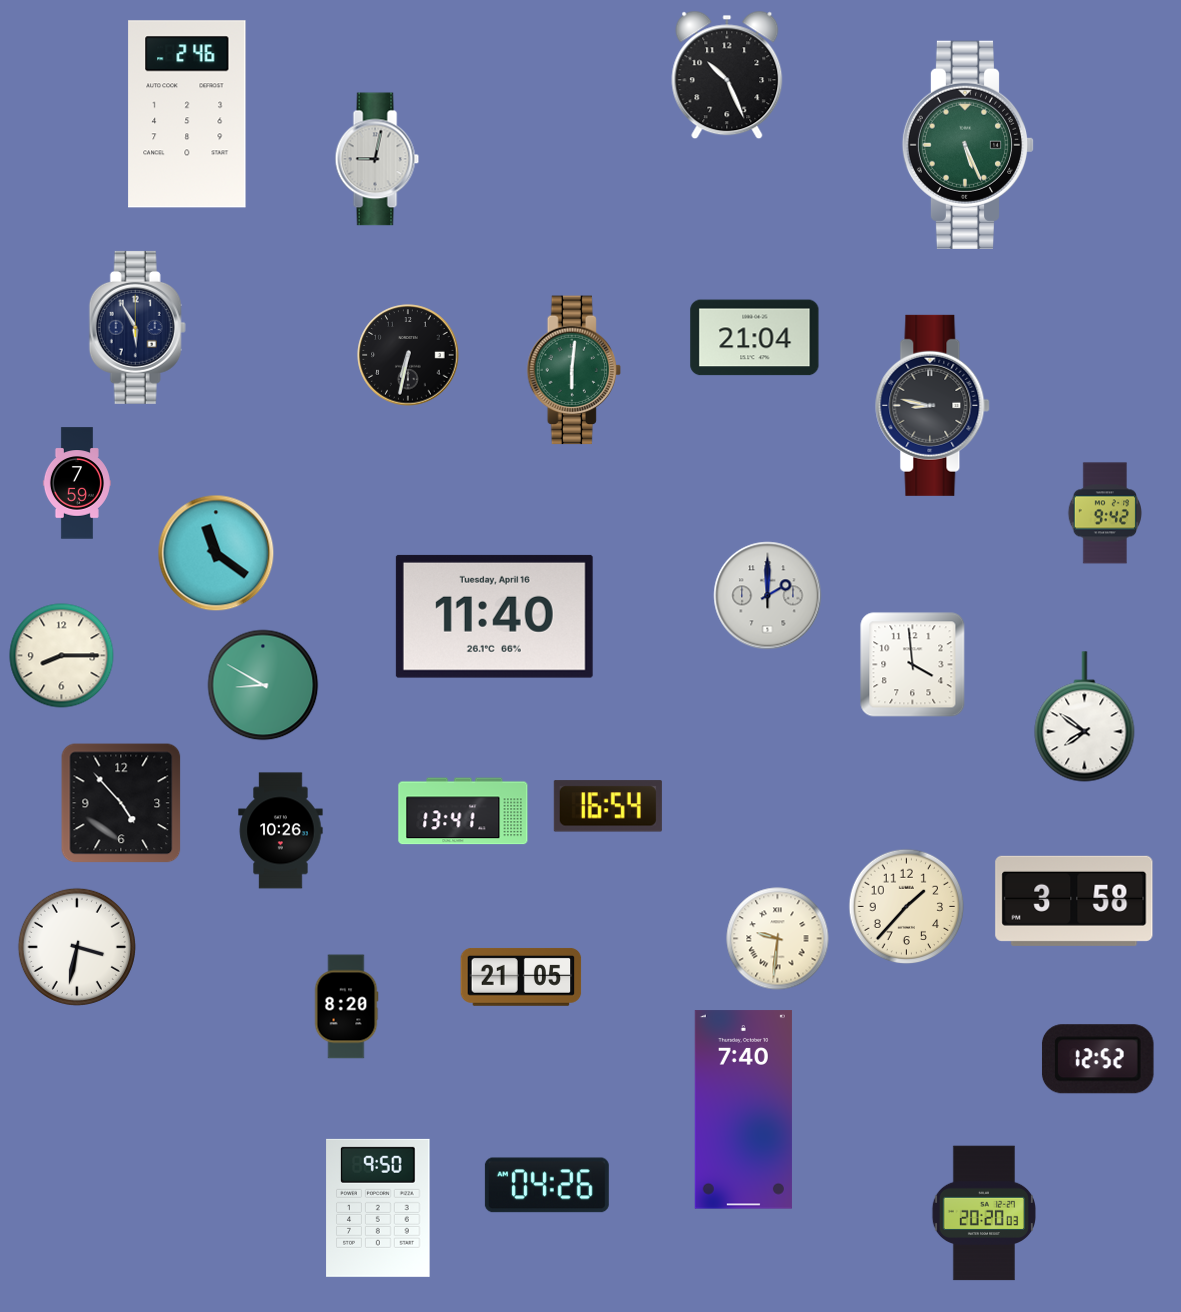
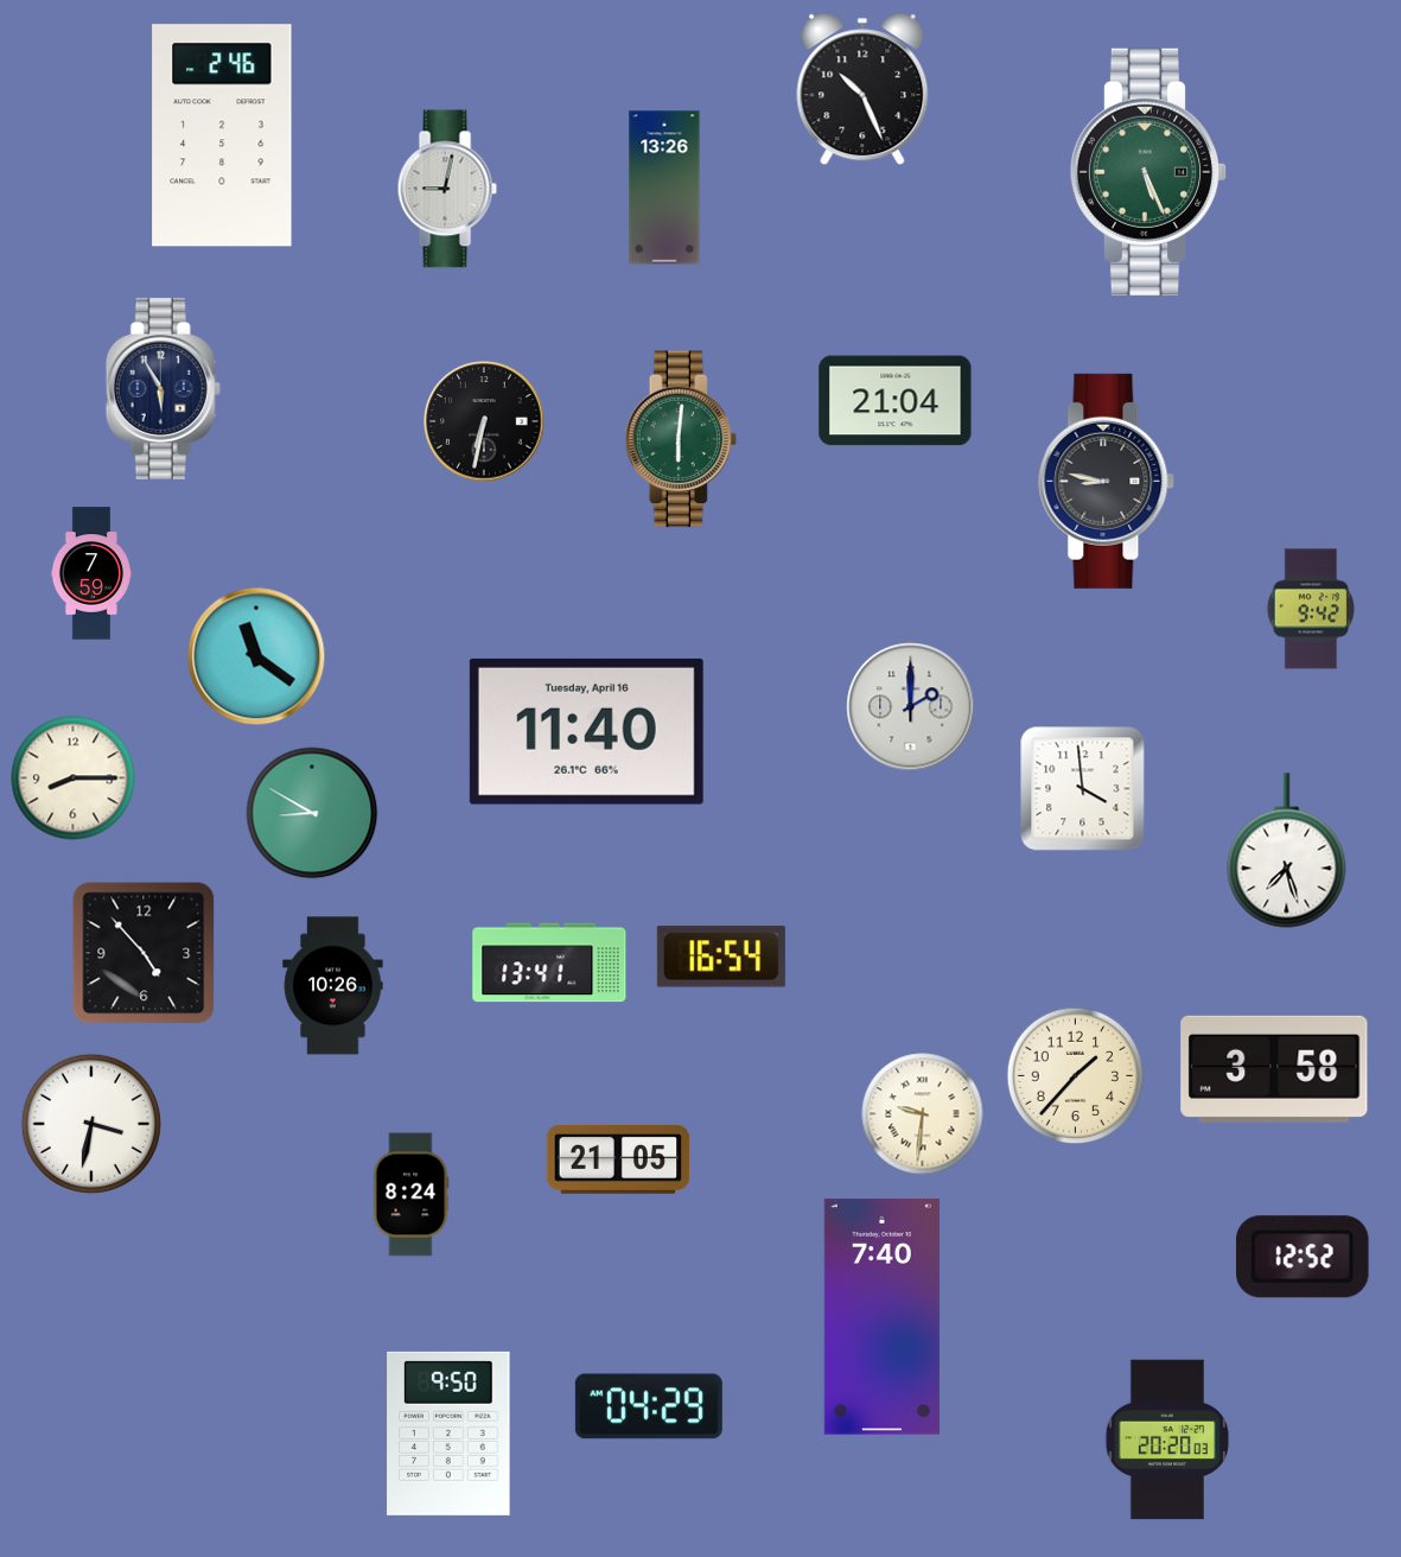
clock at (664, 188): none -> 13:26
clock at (1085, 717): 7:51 -> 7:27
clock at (346, 1007): 8:20 -> 8:24
clock at (547, 1185): 04:26 -> 04:29
